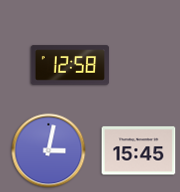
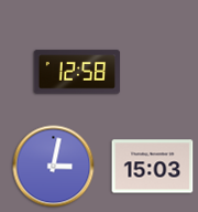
clock at (139, 151): 15:45 -> 15:03
